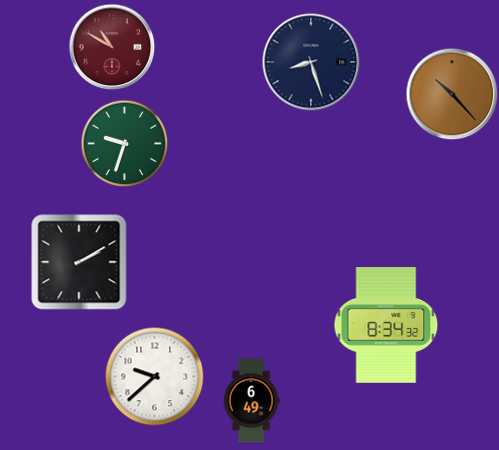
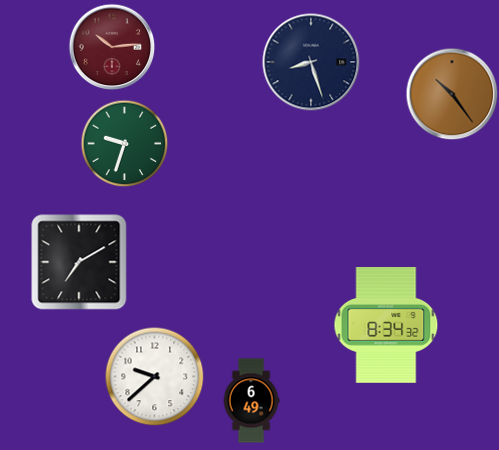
clock at (112, 47): 10:50 -> 10:14
clock at (452, 94): 10:23 -> 10:24
clock at (79, 262): 2:10 -> 7:10
